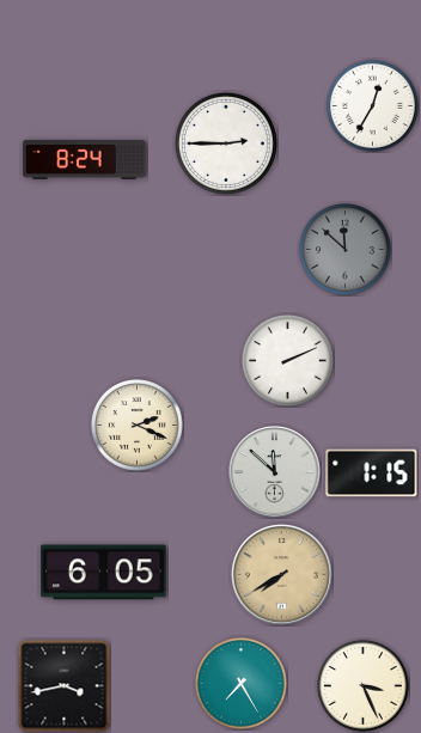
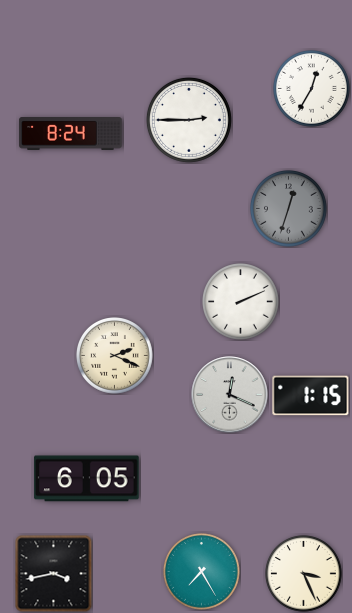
clock at (346, 250): 11:52 -> 12:33
clock at (275, 472): 11:52 -> 12:19
clock at (282, 575): 7:40 -> none
